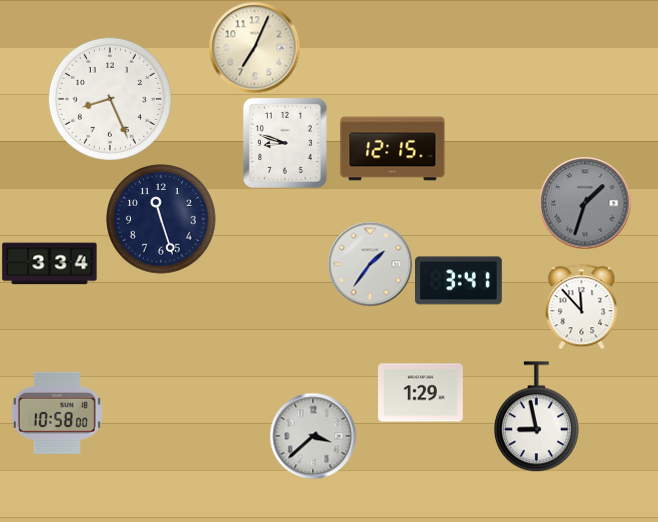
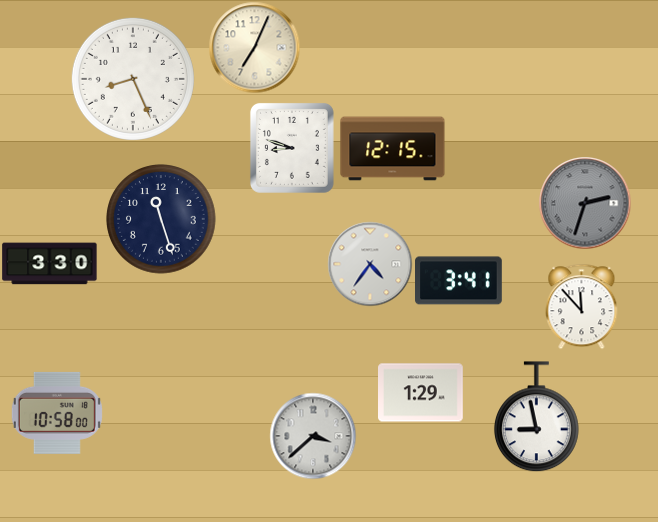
clock at (110, 99) position: (110, 99) -> (133, 79)
clock at (285, 143) position: (285, 143) -> (292, 148)
clock at (585, 203): 1:33 -> 2:33
clock at (50, 264): 3:34 -> 3:30
clock at (370, 264): 1:36 -> 4:36
